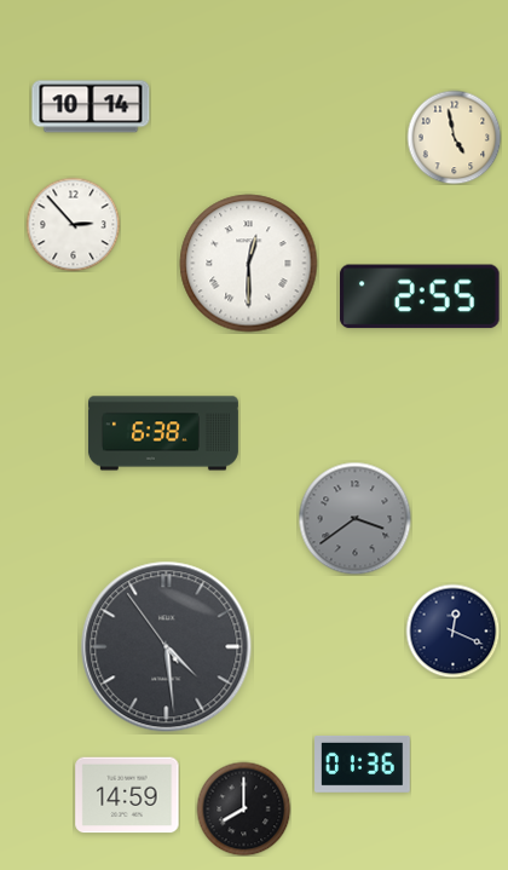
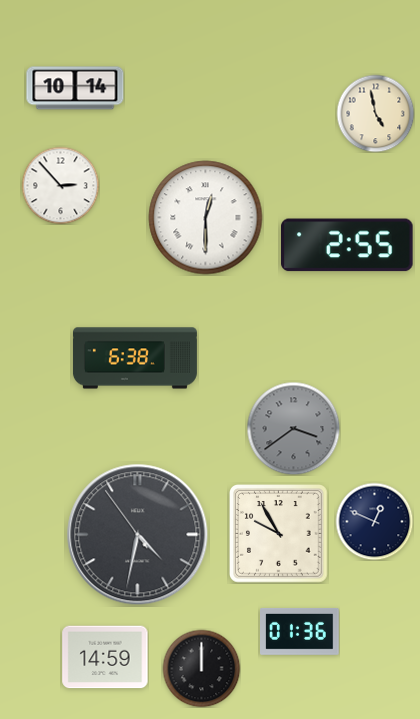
clock at (452, 630): 12:19 -> 12:49
clock at (279, 534): none -> 9:55
clock at (167, 647): 4:28 -> 4:31
clock at (243, 808): 8:00 -> 12:00
